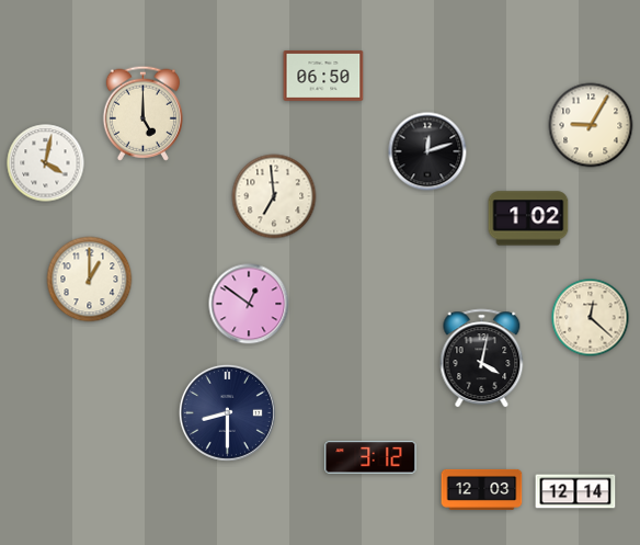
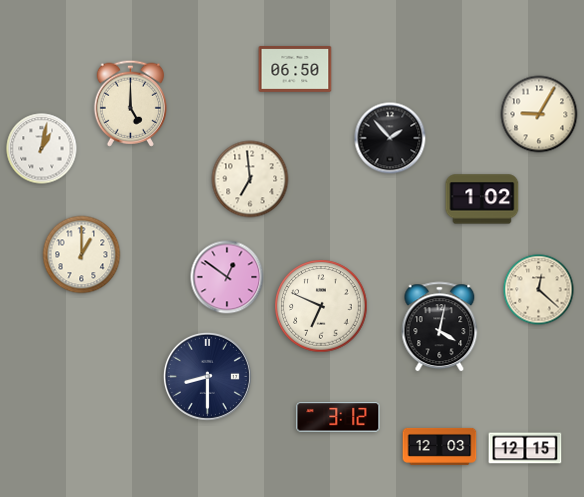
clock at (427, 151): 12:12 -> 1:53
clock at (46, 163): 4:02 -> 1:02
clock at (321, 306): none -> 6:49
clock at (575, 491): 12:14 -> 12:15
